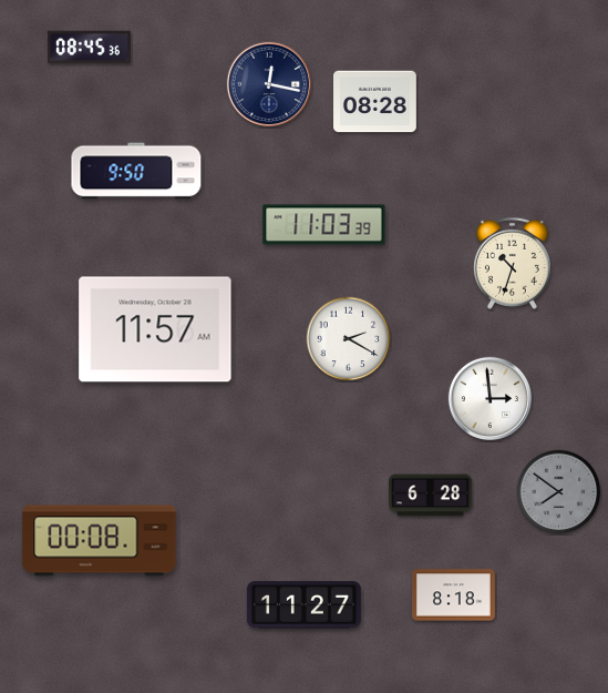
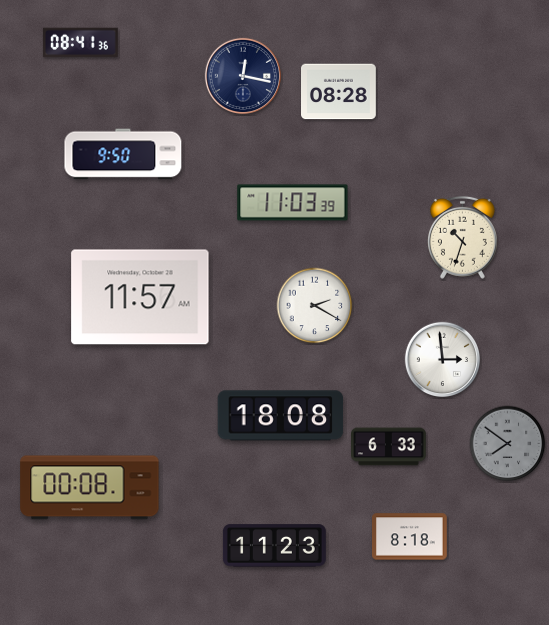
clock at (89, 48): 08:45 -> 08:41
clock at (281, 416): none -> 18:08
clock at (559, 492) position: (559, 492) -> (508, 444)
clock at (431, 496): 6:28 -> 6:33
clock at (303, 605): 11:27 -> 11:23
